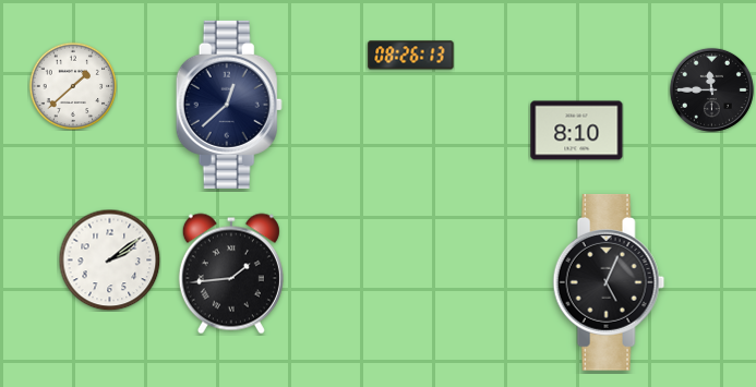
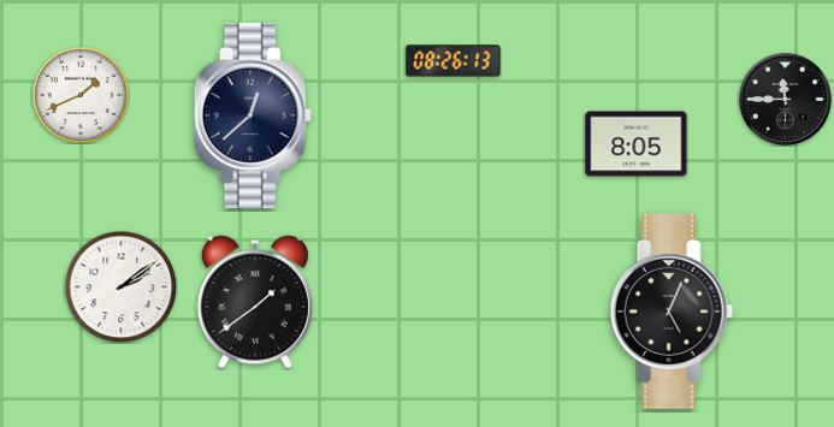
clock at (73, 86): 1:38 -> 1:41
clock at (577, 131): 8:10 -> 8:05
clock at (231, 274): 1:44 -> 1:39
